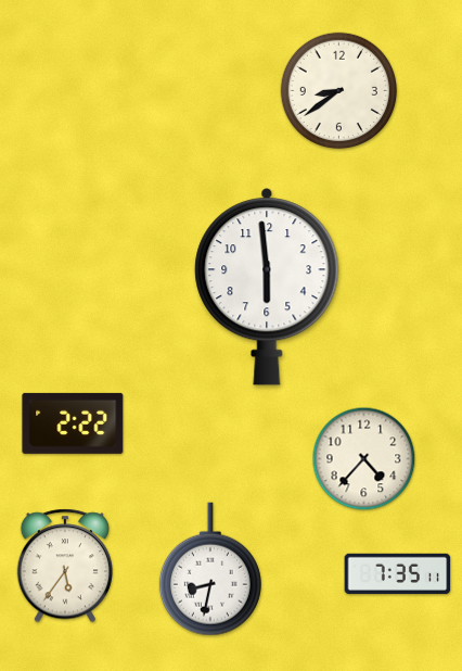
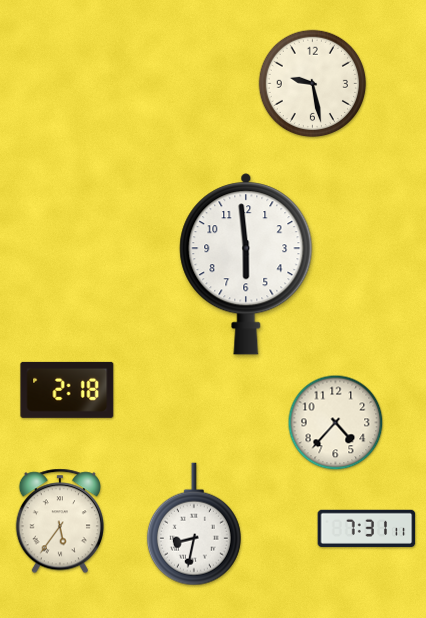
clock at (339, 91): 8:39 -> 9:28
clock at (73, 423): 2:22 -> 2:18
clock at (398, 573): 7:35 -> 7:31
